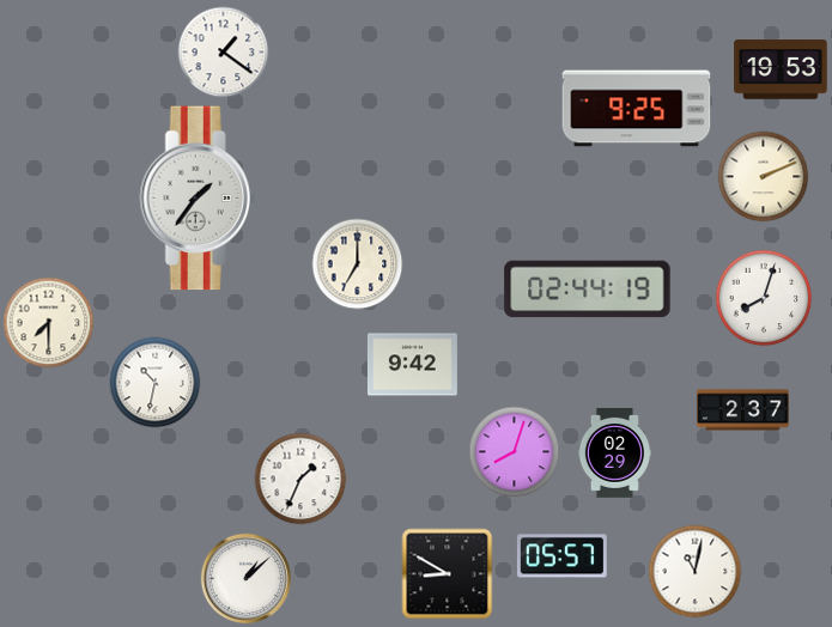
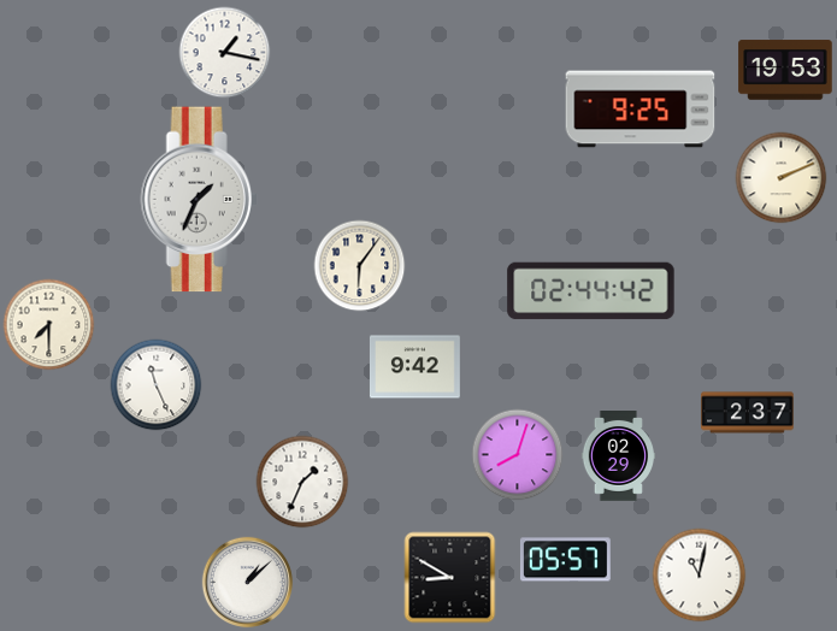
clock at (224, 53): 1:21 -> 1:17
clock at (764, 177) position: (764, 177) -> (782, 178)
clock at (198, 199): 1:36 -> 1:34
clock at (358, 264): 7:00 -> 6:06
clock at (588, 290): 02:44:19 -> 02:44:42
clock at (764, 298): 8:03 -> none
clock at (156, 383): 10:32 -> 11:26
